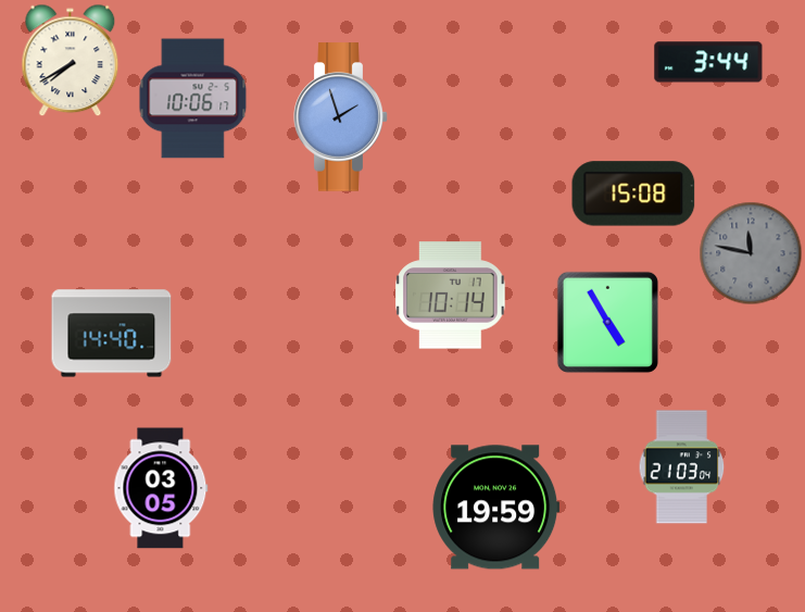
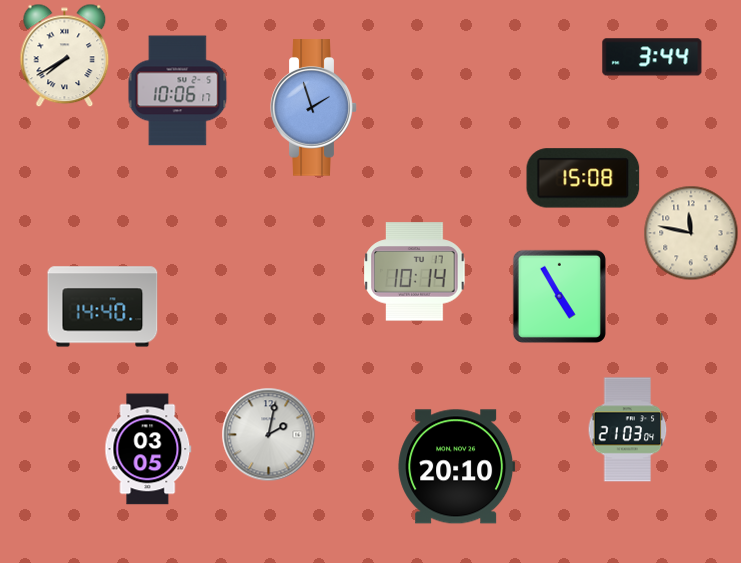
clock at (751, 253) dial: grey -> cream
clock at (268, 434): none -> 2:02
clock at (496, 508): 19:59 -> 20:10
